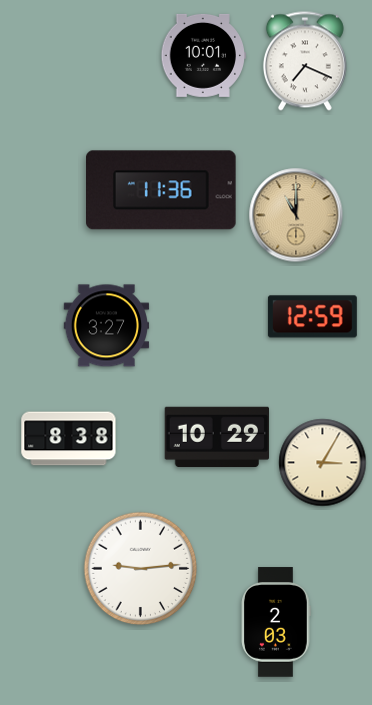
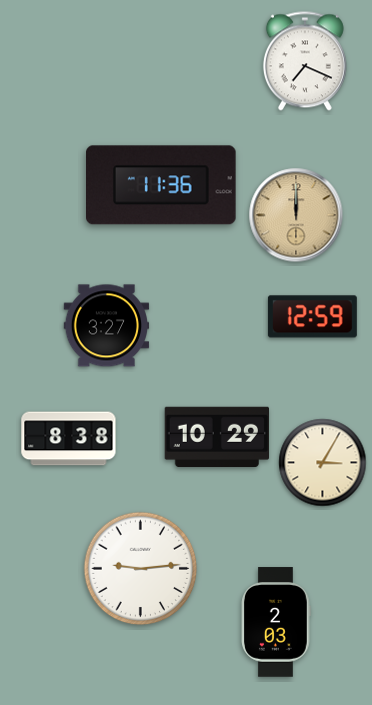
clock at (204, 55): 10:01 -> none
clock at (162, 190) position: (162, 190) -> (162, 185)
clock at (296, 215): 11:00 -> 12:00
